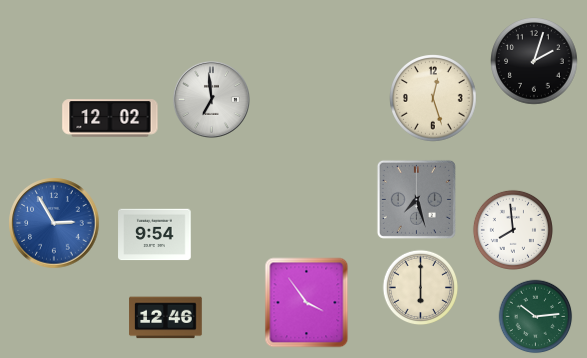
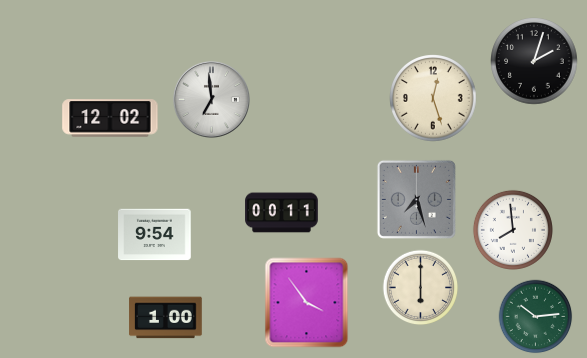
clock at (282, 213): none -> 00:11
clock at (54, 223): 2:55 -> none
clock at (166, 318): 12:46 -> 1:00
